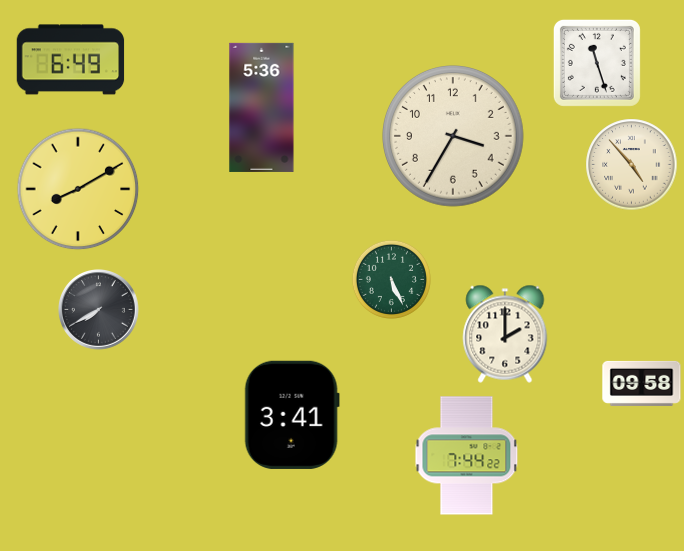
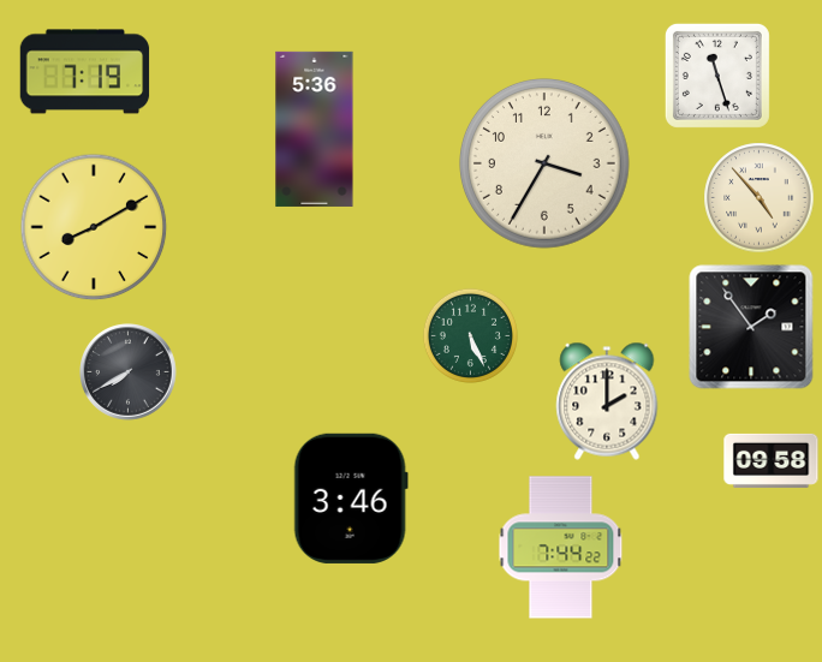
clock at (71, 60): 6:49 -> 7:19
clock at (751, 327): none -> 1:54
clock at (99, 310) position: (99, 310) -> (129, 372)
clock at (292, 415): 3:41 -> 3:46
